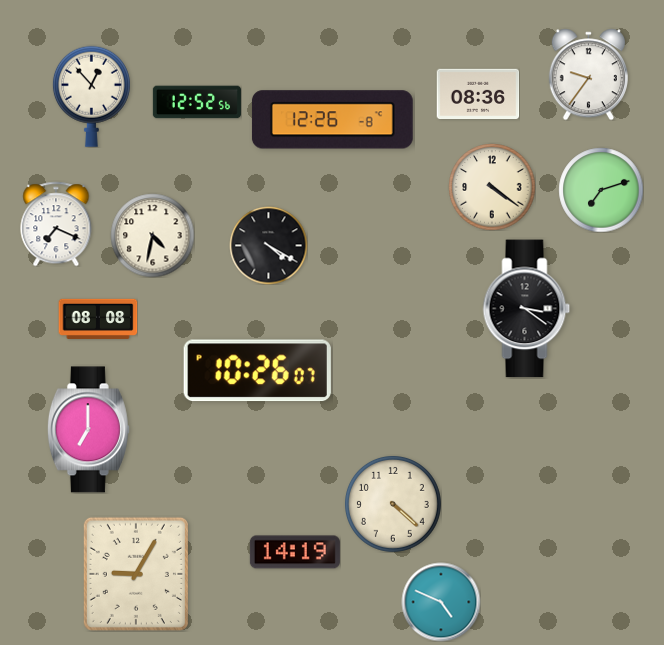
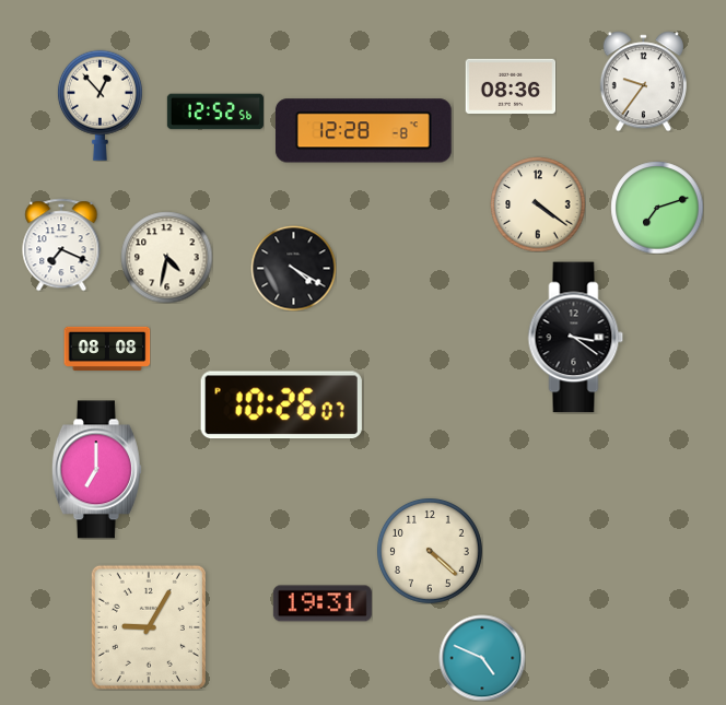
clock at (478, 94) position: (478, 94) -> (511, 86)
clock at (332, 120): 12:26 -> 12:28
clock at (295, 552): 14:19 -> 19:31
